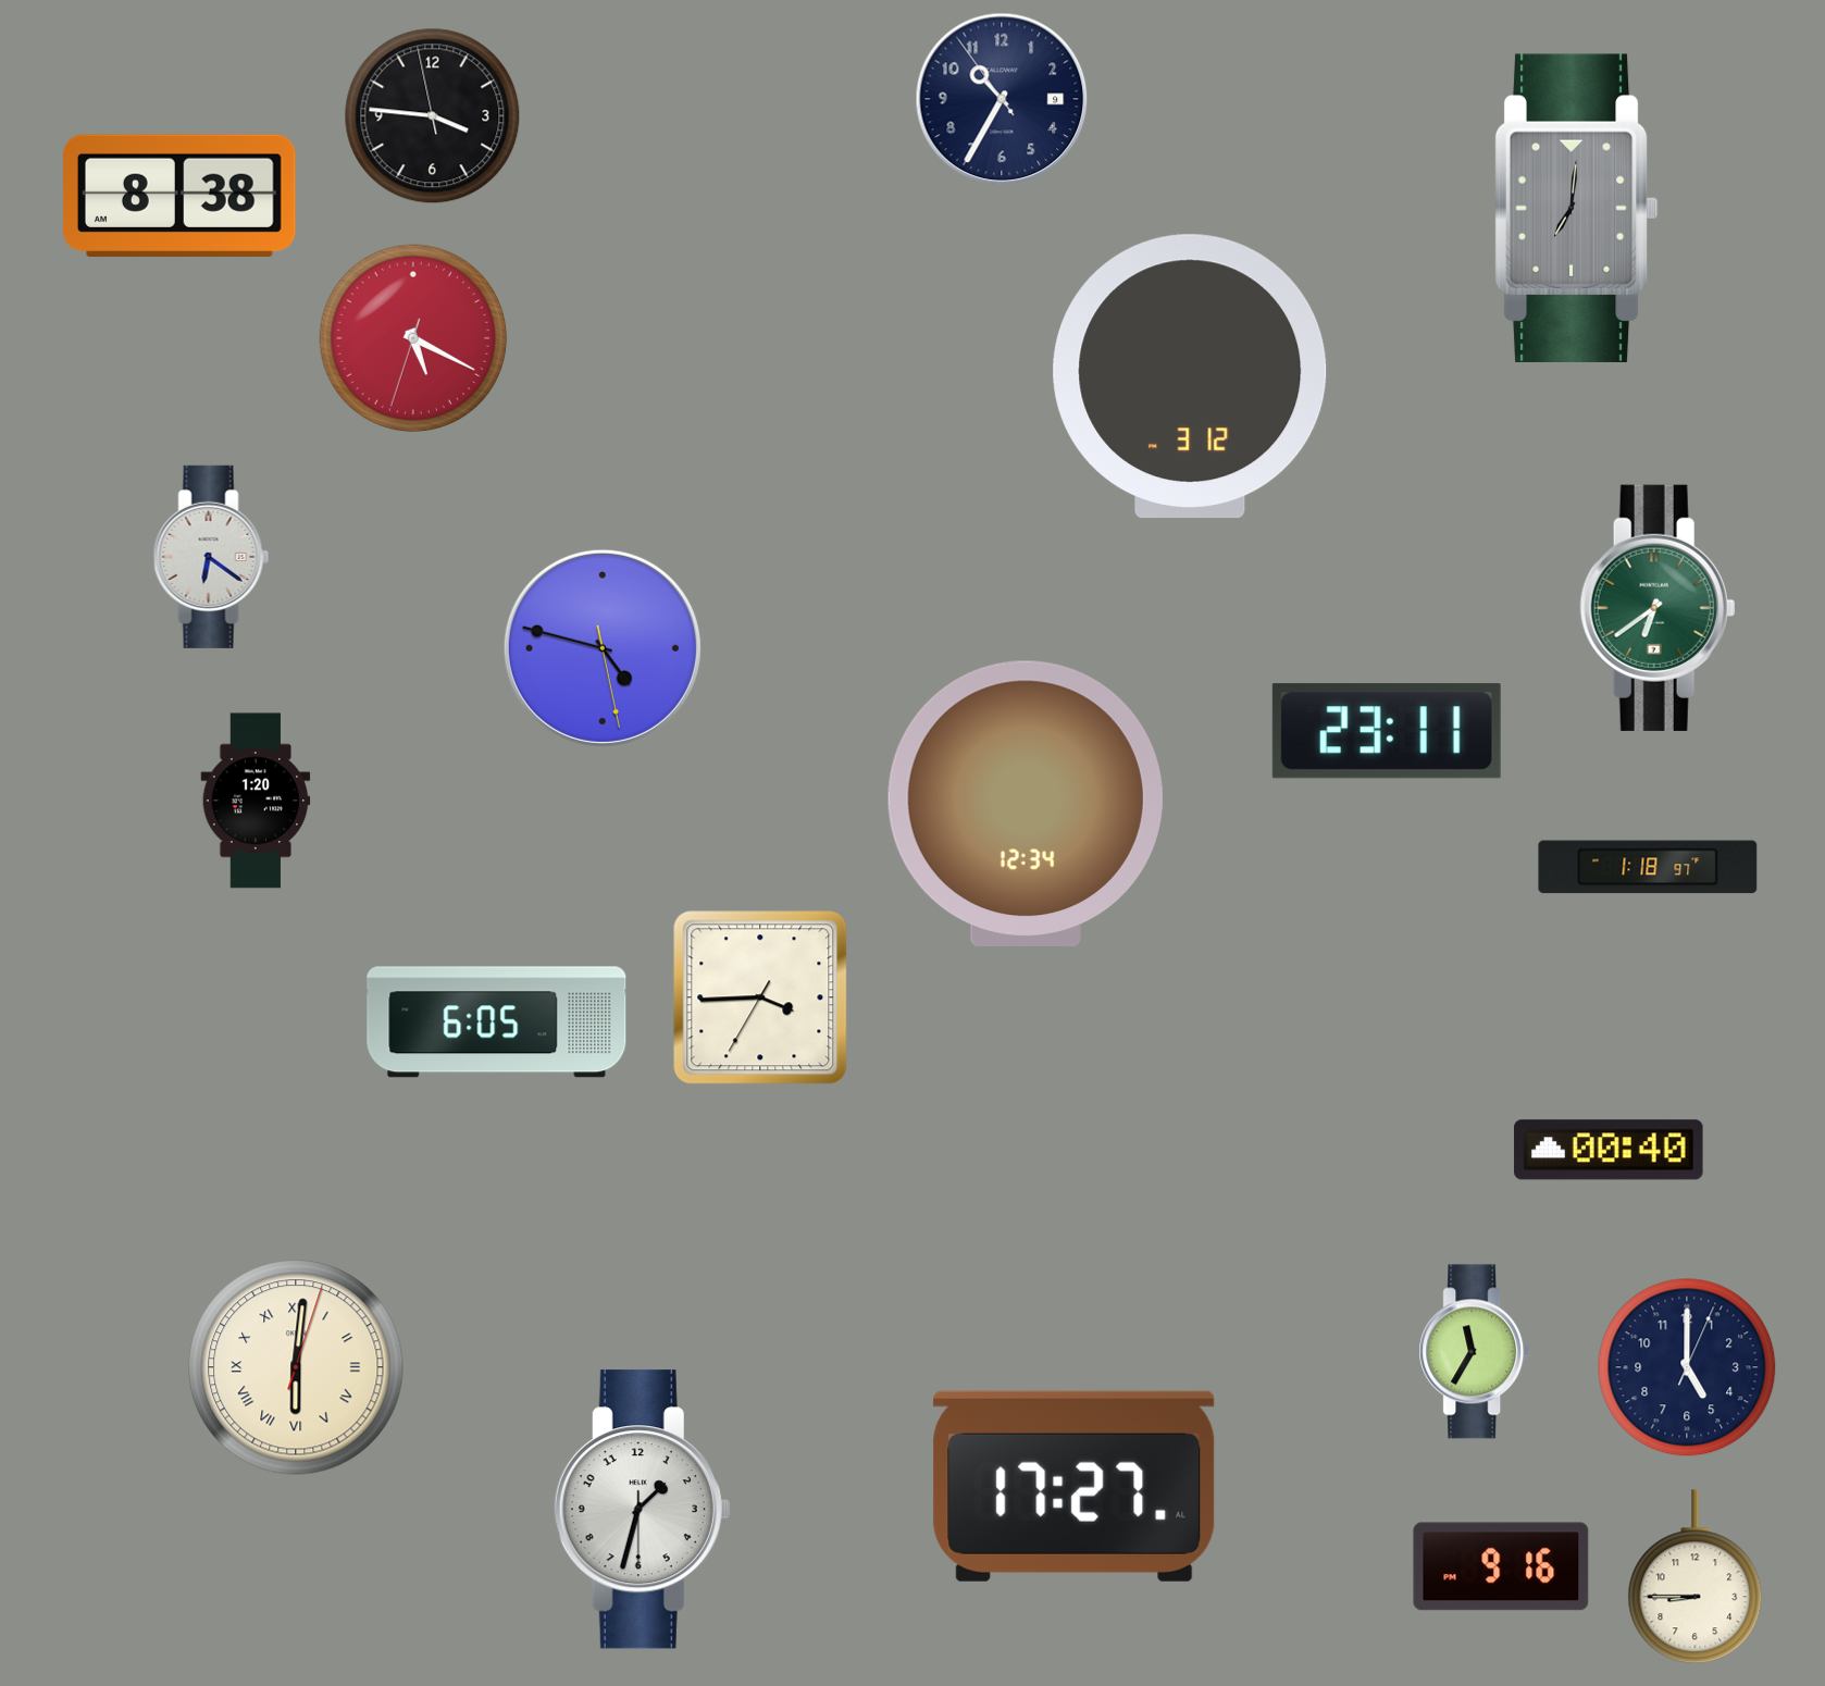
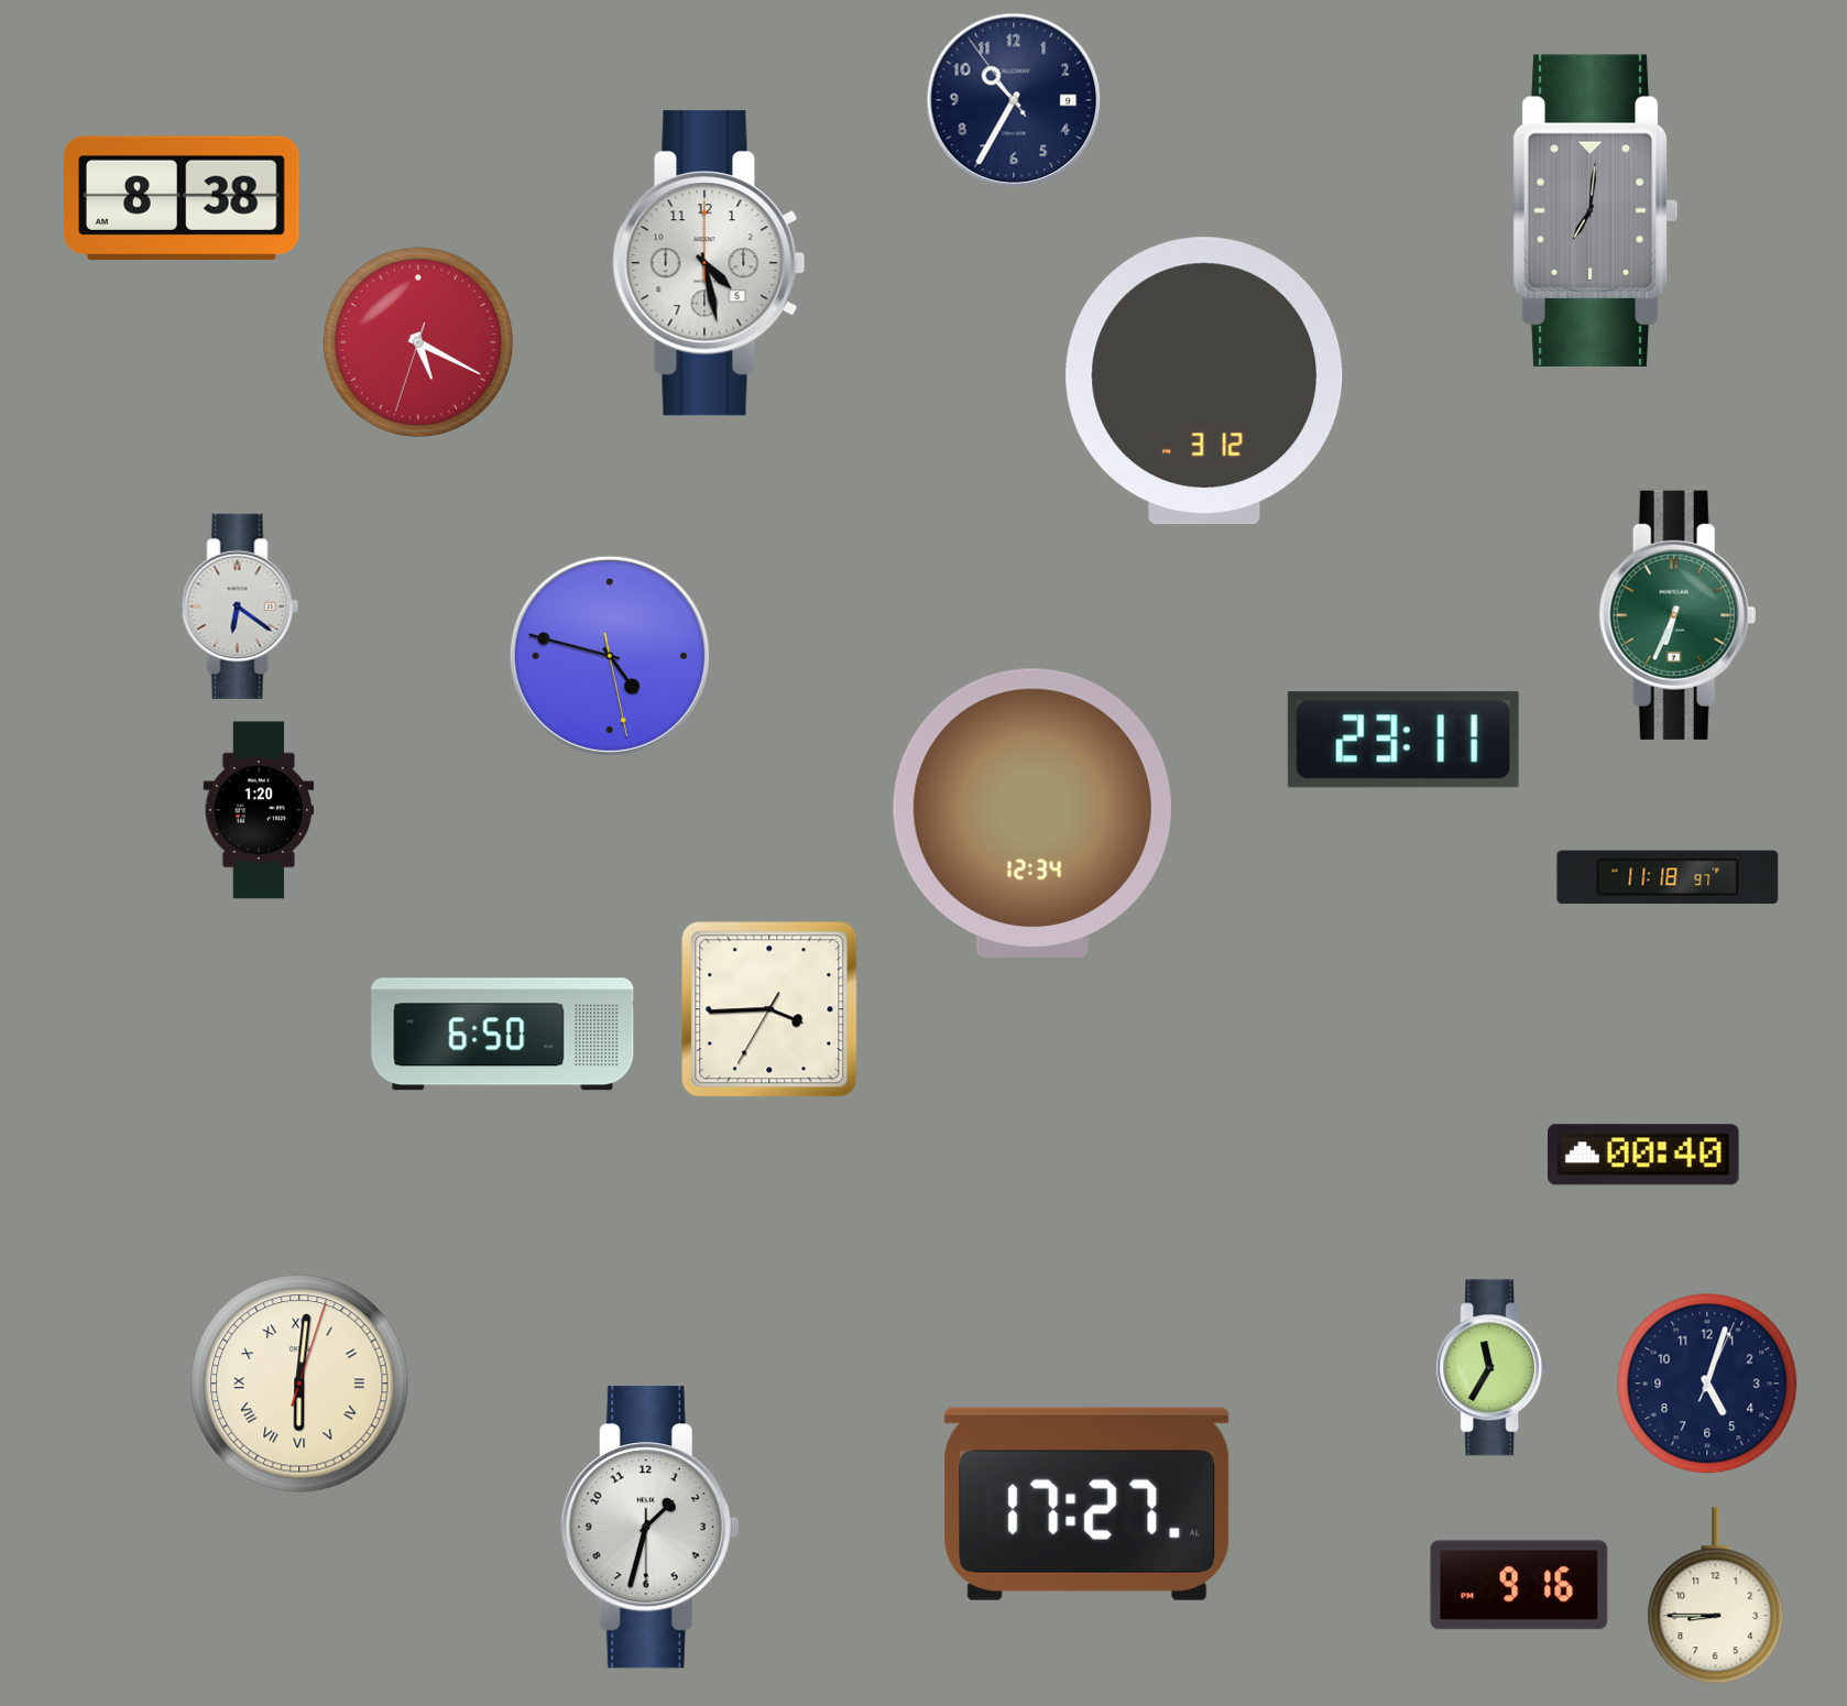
clock at (433, 116): 3:45 -> none
clock at (709, 263): none -> 4:28
clock at (211, 557) position: (211, 557) -> (240, 606)
clock at (1658, 608): 6:39 -> 6:34
clock at (1026, 803) position: (1026, 803) -> (1032, 812)
clock at (1648, 867): 1:18 -> 11:18
clock at (497, 1022): 6:05 -> 6:50
clock at (1609, 1150) position: (1609, 1150) -> (1643, 1155)
clock at (1687, 1367): 5:00 -> 5:03
